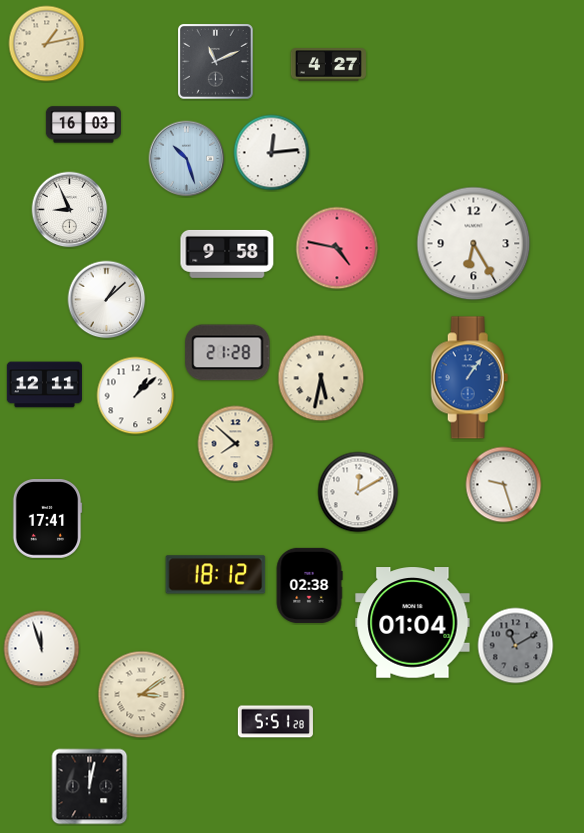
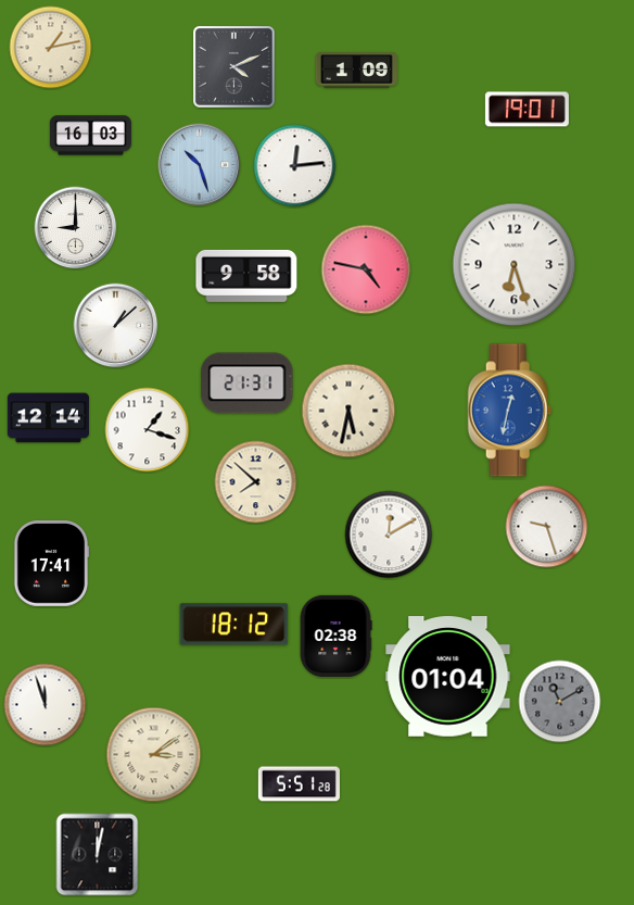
clock at (216, 62): 11:11 -> 4:11
clock at (328, 65): 4:27 -> 1:09
clock at (527, 110): none -> 19:01
clock at (187, 159) position: (187, 159) -> (200, 165)
clock at (70, 210): 8:56 -> 9:00
clock at (474, 244): 6:25 -> 6:27
clock at (228, 353): 21:28 -> 21:31
clock at (470, 378): 1:06 -> 12:32
clock at (44, 385): 12:11 -> 12:14
clock at (136, 396): 1:08 -> 1:18
